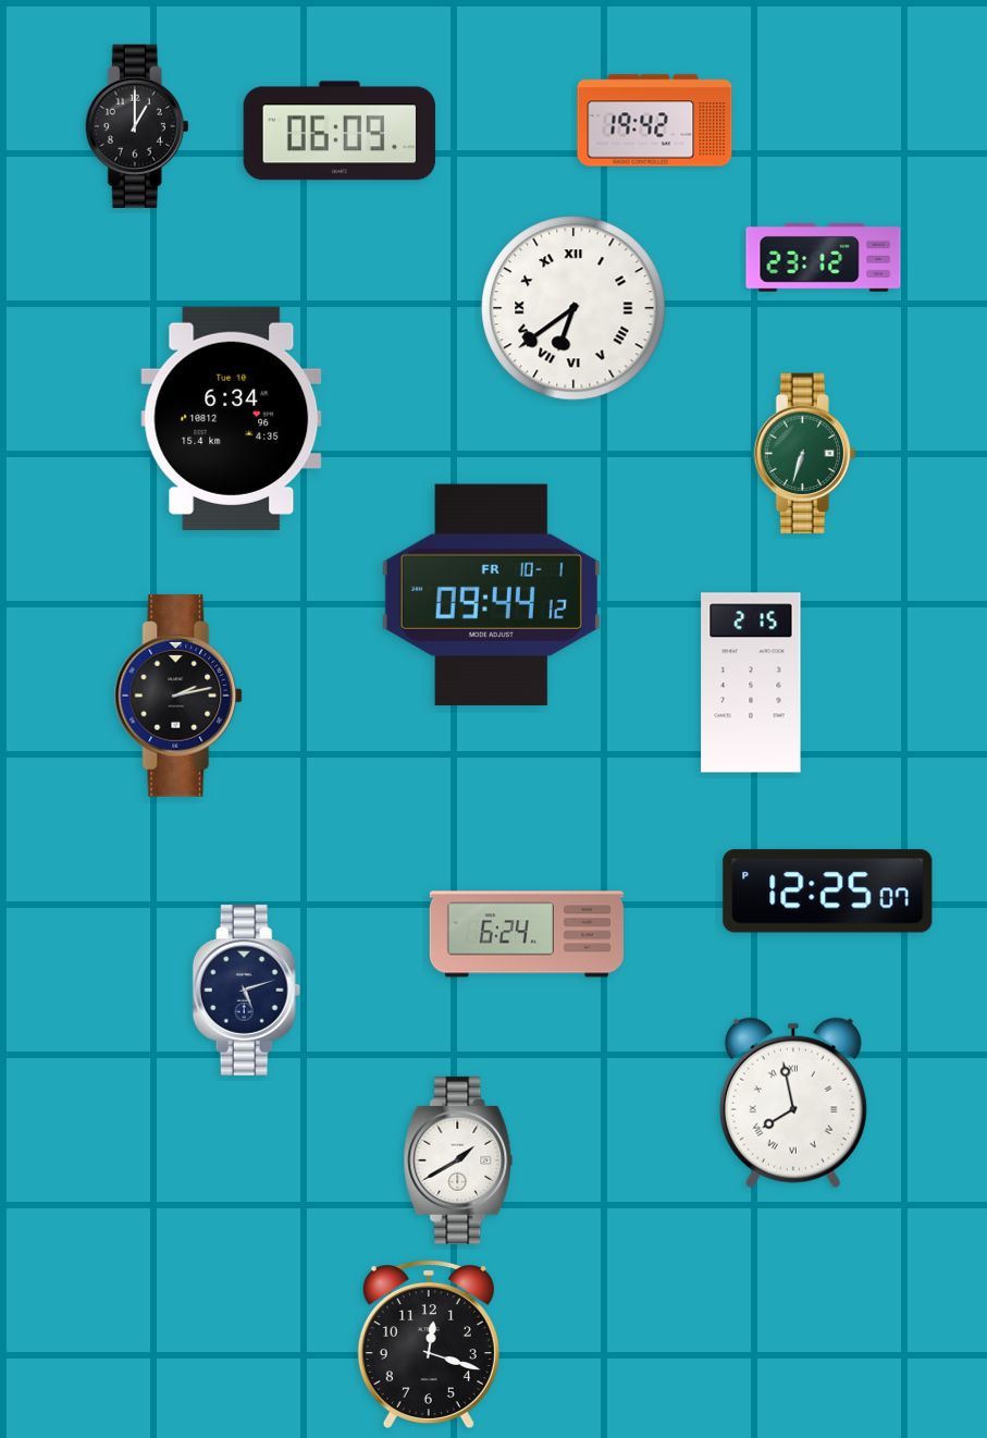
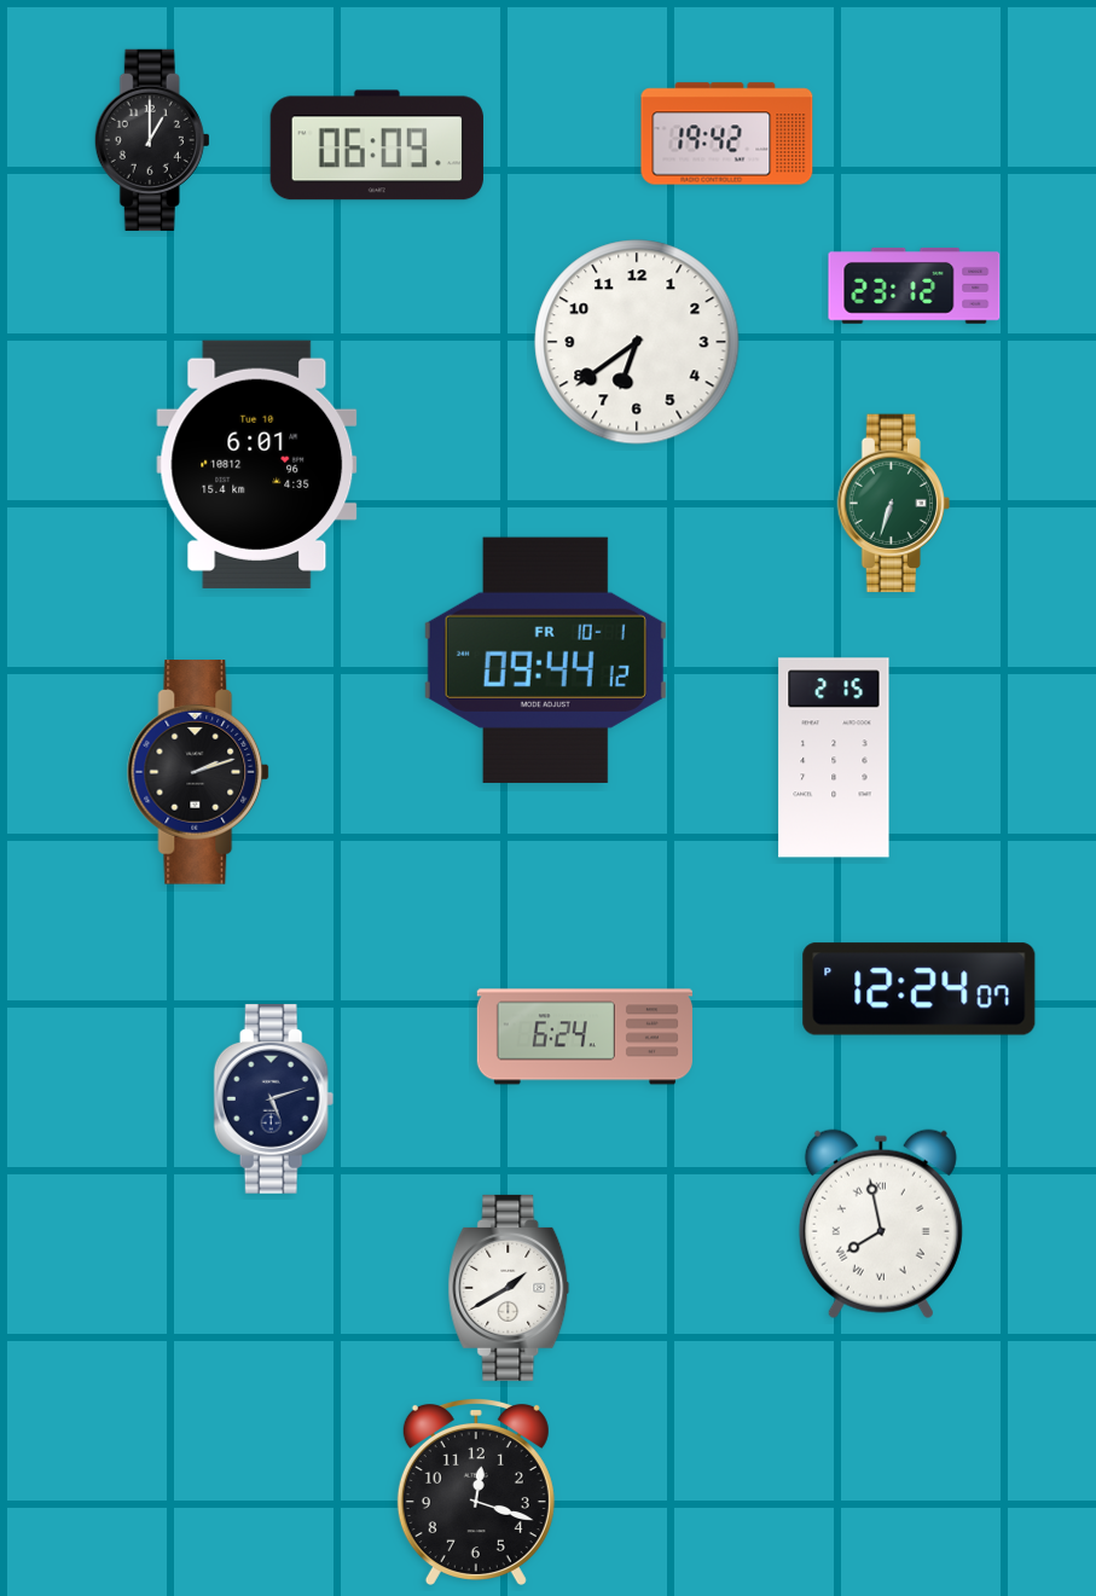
clock at (573, 308) numerals: Roman -> Arabic
clock at (232, 418): 6:34 -> 6:01
clock at (180, 697): 2:13 -> 2:12
clock at (828, 892): 12:25 -> 12:24
